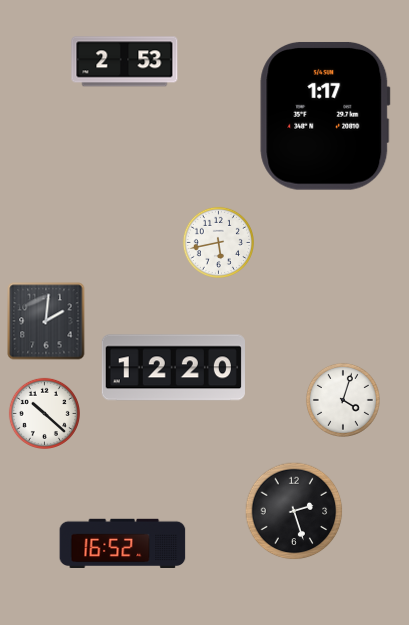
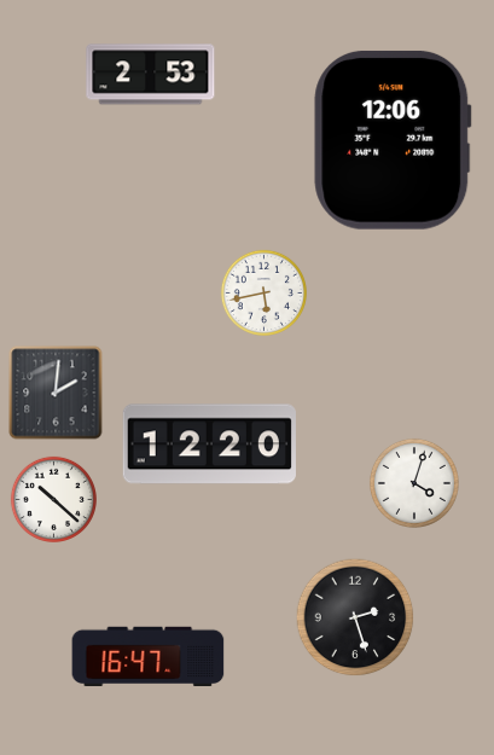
clock at (325, 116): 1:17 -> 12:06
clock at (46, 321) position: (46, 321) -> (56, 393)
clock at (123, 543): 16:52 -> 16:47
